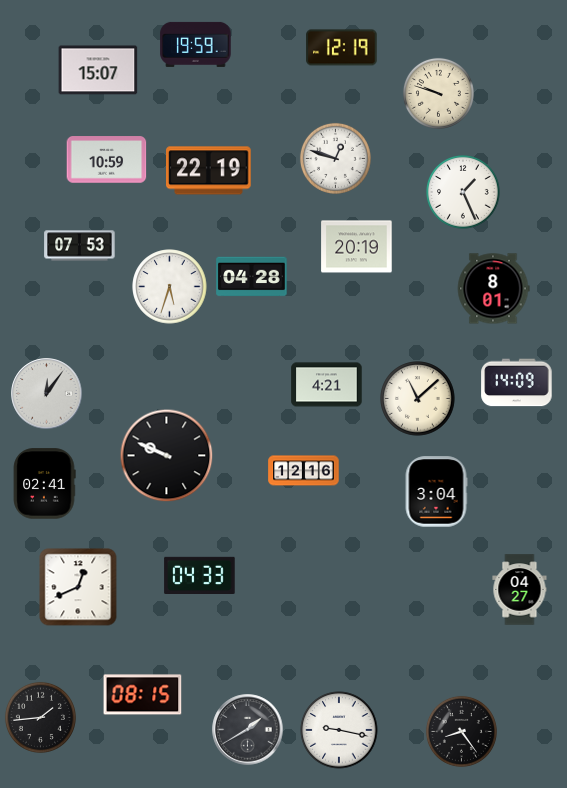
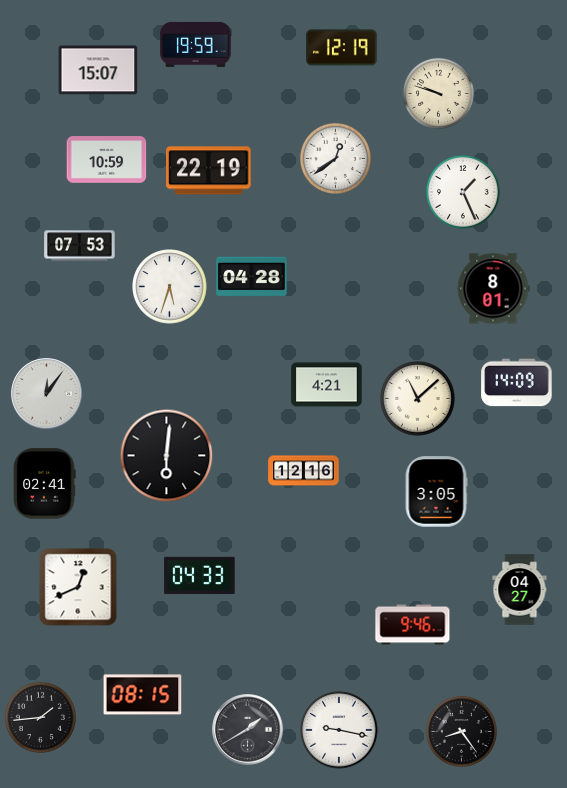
clock at (335, 158): 12:48 -> 12:39
clock at (357, 247): 20:19 -> none
clock at (167, 456): 9:49 -> 6:01
clock at (436, 492): 3:04 -> 3:05
clock at (413, 625): none -> 9:46
